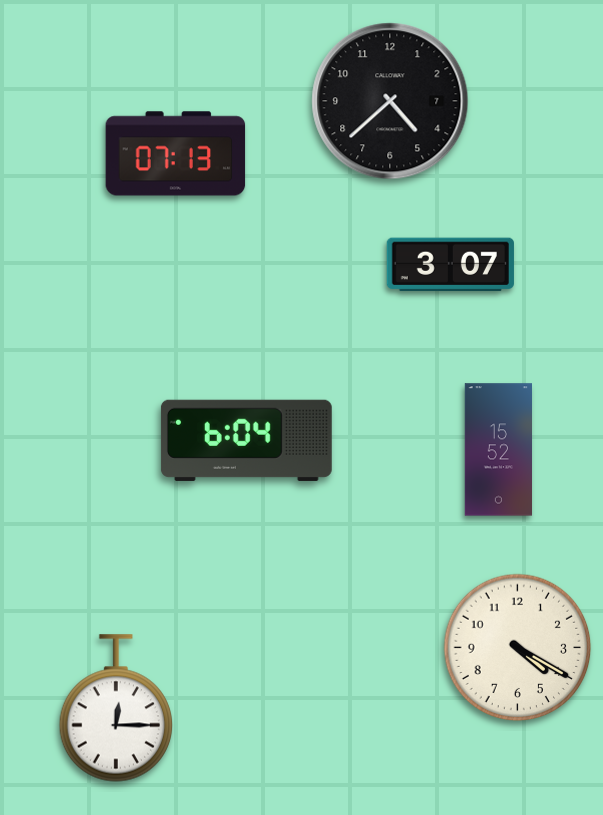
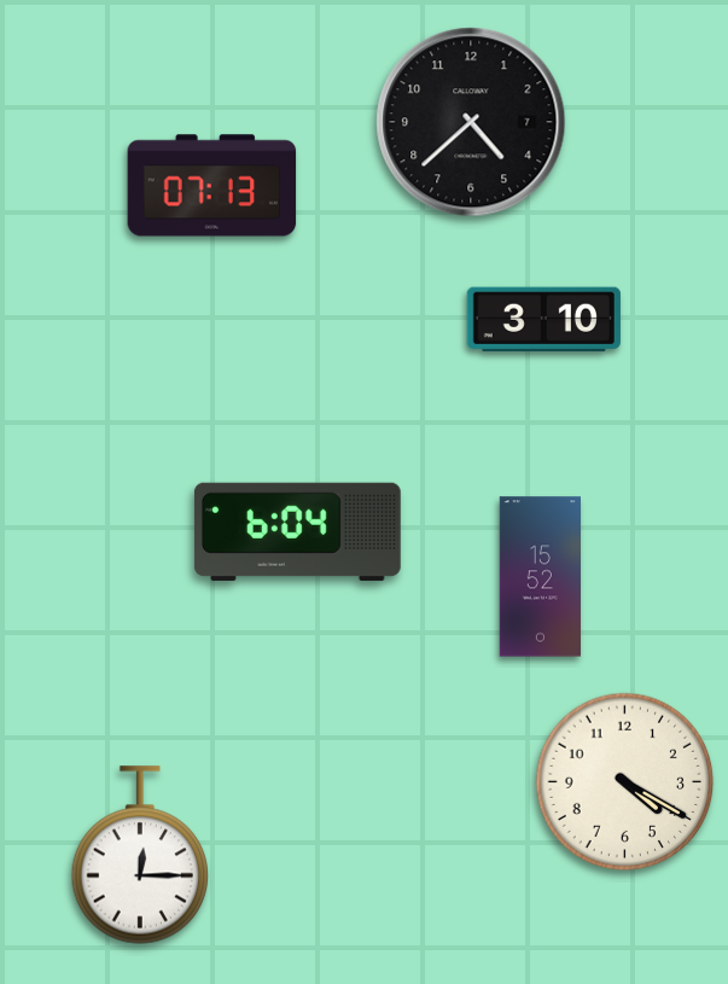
clock at (450, 265): 3:07 -> 3:10
clock at (498, 450) position: (498, 450) -> (540, 577)
